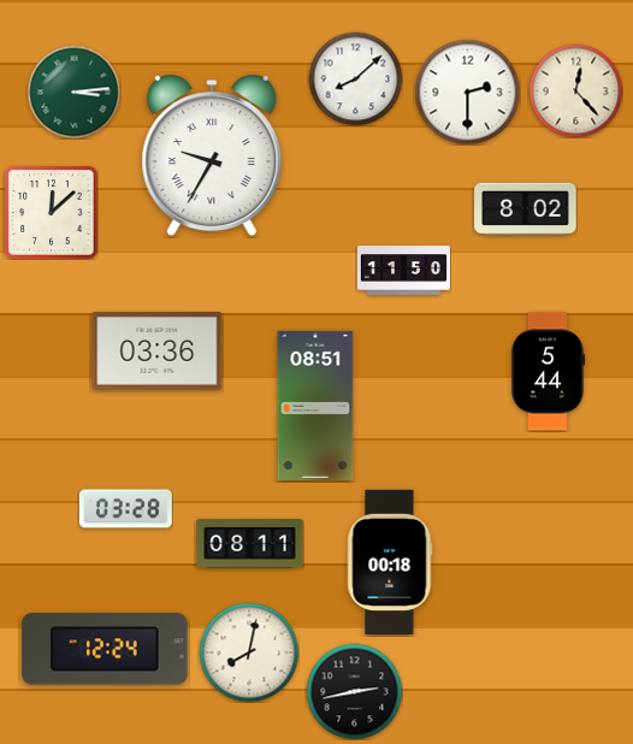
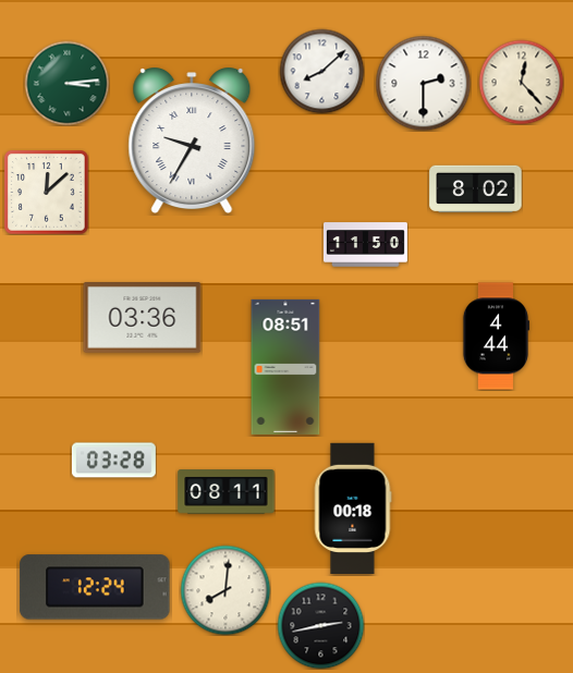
clock at (548, 372): 5:44 -> 4:44
clock at (249, 653): 8:02 -> 8:01
